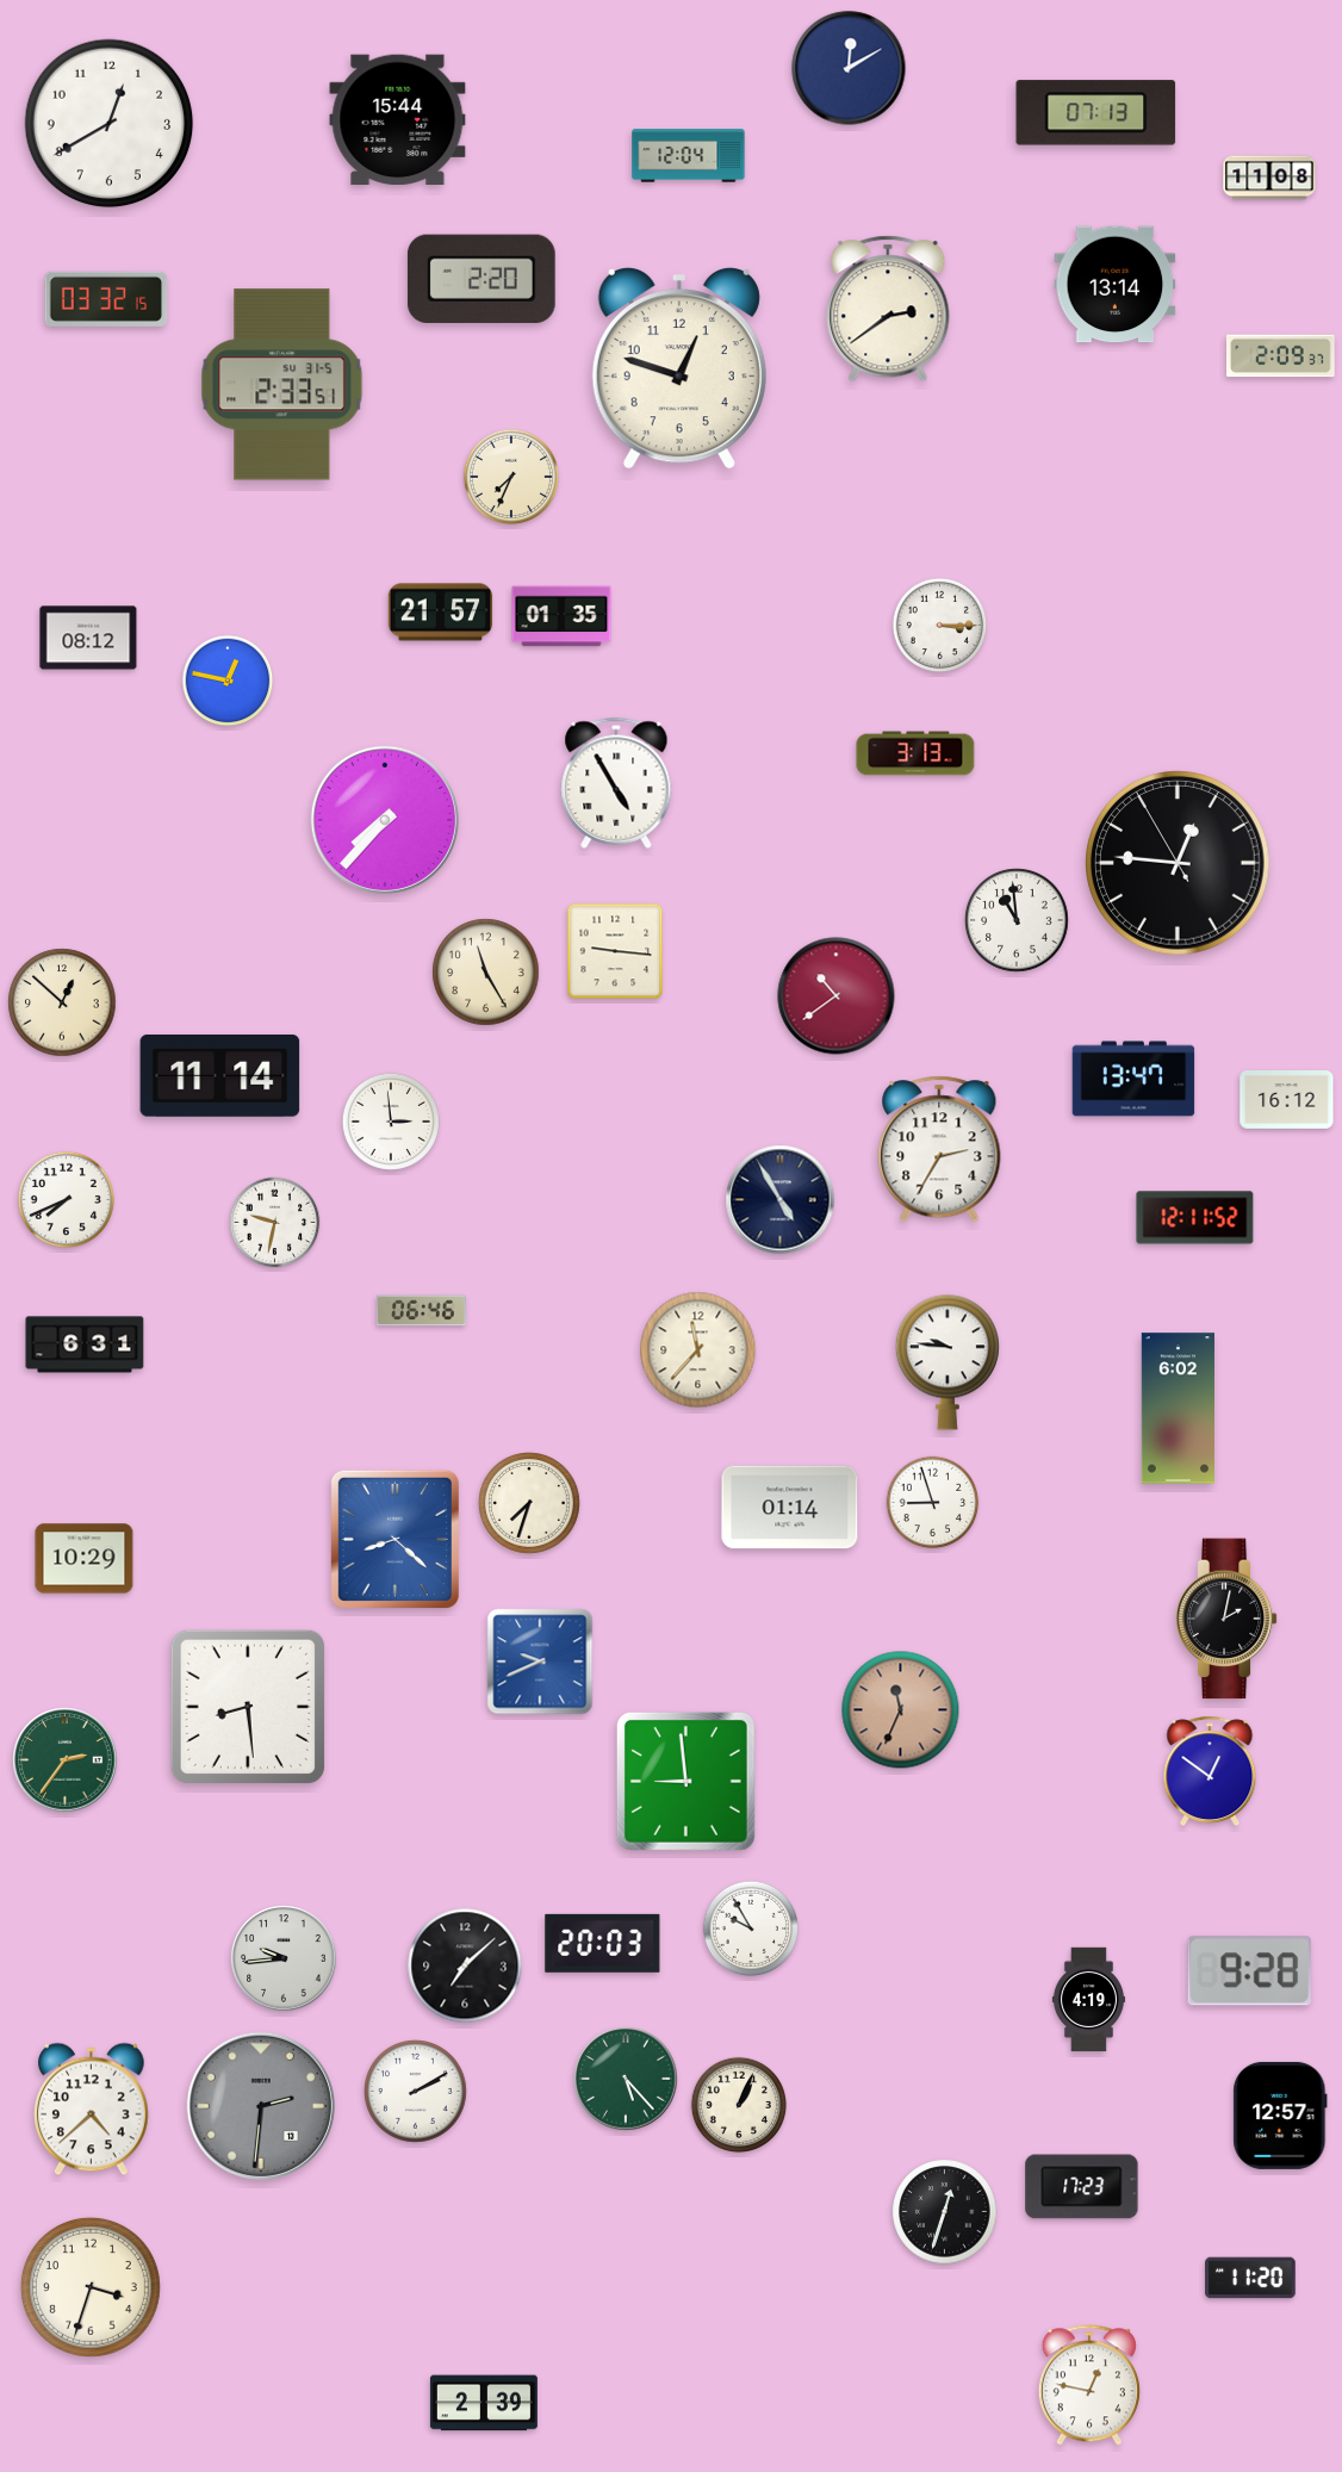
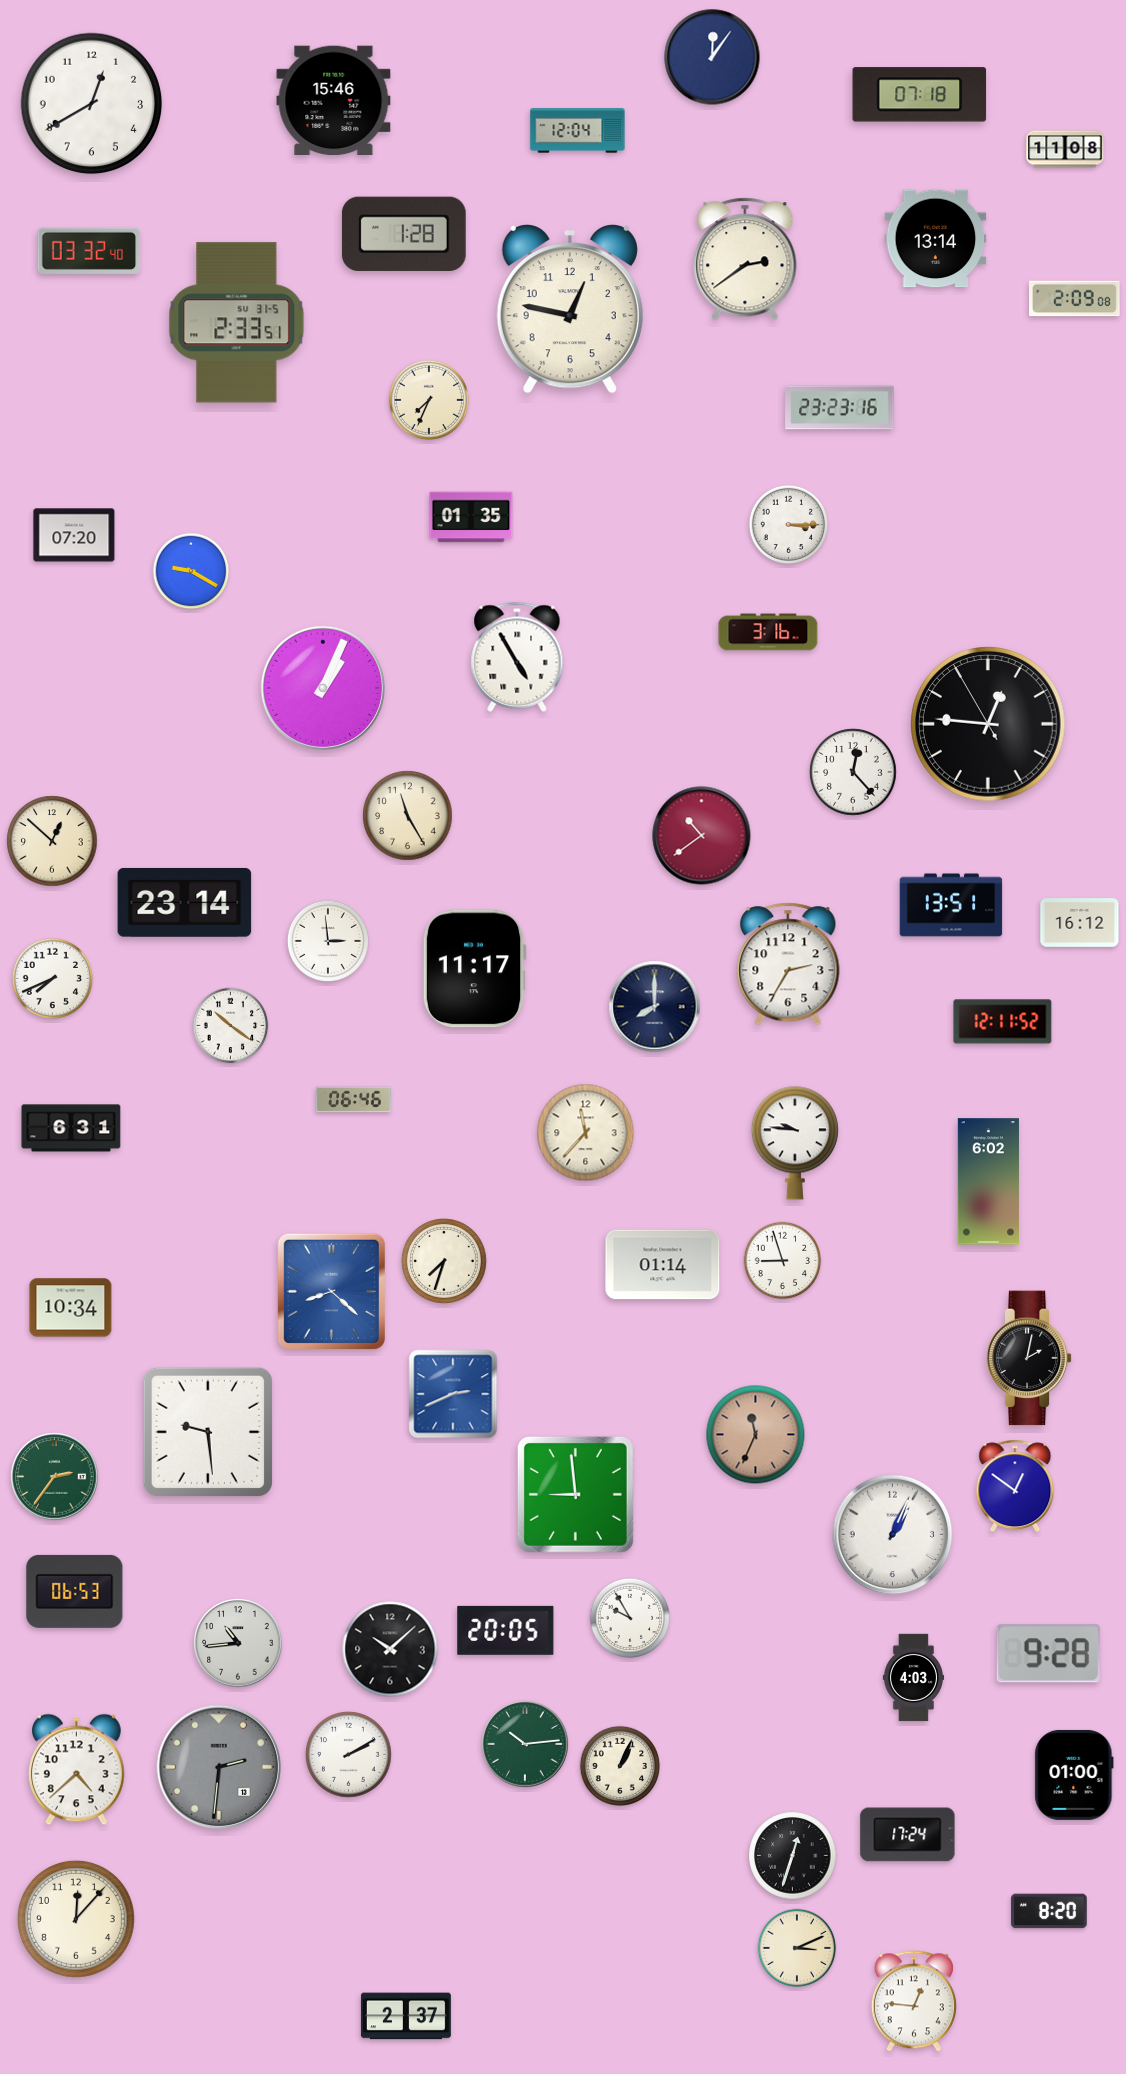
clock at (849, 68): 12:10 -> 12:06
clock at (1096, 113): 07:13 -> 07:18
clock at (398, 119): 15:44 -> 15:46
clock at (481, 279): 2:20 -> 1:28
clock at (106, 299): 03:32:15 -> 03:32:40
clock at (1281, 356): 2:09:37 -> 2:09:08
clock at (679, 369): 12:48 -> 12:47
clock at (840, 408): none -> 23:23
clock at (441, 613): 21:57 -> none
clock at (88, 638): 08:12 -> 07:20
clock at (228, 681): 12:47 -> 9:20
clock at (915, 753): 3:13 -> 3:16
clock at (385, 820): 7:37 -> 1:04
clock at (1017, 920): 10:59 -> 12:23
clock at (615, 951): 9:16 -> none
clock at (220, 1075): 11:14 -> 23:14
clock at (1133, 1079): 13:47 -> 13:51
clock at (474, 969): none -> 11:17
clock at (66, 1199) position: (66, 1199) -> (52, 978)
clock at (781, 1200): 4:55 -> 8:00
clock at (275, 1223): 9:32 -> 10:21
clock at (85, 1559): 10:29 -> 10:34
clock at (540, 1662): 9:41 -> 2:41
clock at (248, 1707): 8:29 -> 9:29
clock at (893, 1535): none -> 1:04
clock at (75, 1591): none -> 06:53
clock at (603, 1943): 20:03 -> 20:05
clock at (284, 1958): 9:44 -> 10:44
clock at (465, 1965): 7:08 -> 10:08
clock at (1088, 2000): 4:19 -> 4:03
clock at (626, 2079): 5:23 -> 10:14
clock at (1280, 2116): 12:57 -> 01:00
clock at (1082, 2187): 17:23 -> 17:24
clock at (1250, 2278): 11:20 -> 8:20
clock at (91, 2287): 3:33 -> 12:07
clock at (797, 1948): none -> 3:11
clock at (1089, 2385): 12:47 -> 12:46
clock at (484, 2403): 2:39 -> 2:37
